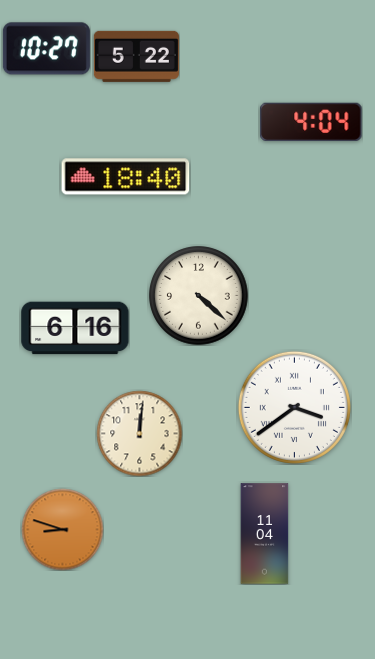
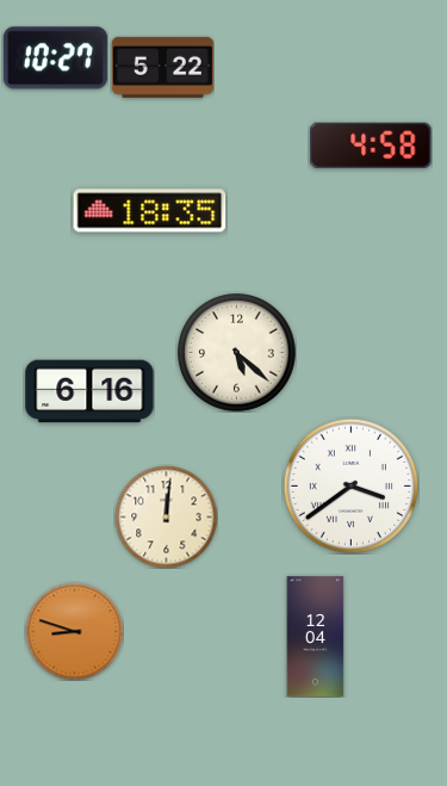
clock at (311, 122): 4:04 -> 4:58
clock at (126, 177): 18:40 -> 18:35
clock at (199, 296): 4:22 -> 5:22
clock at (265, 534): 11:04 -> 12:04
